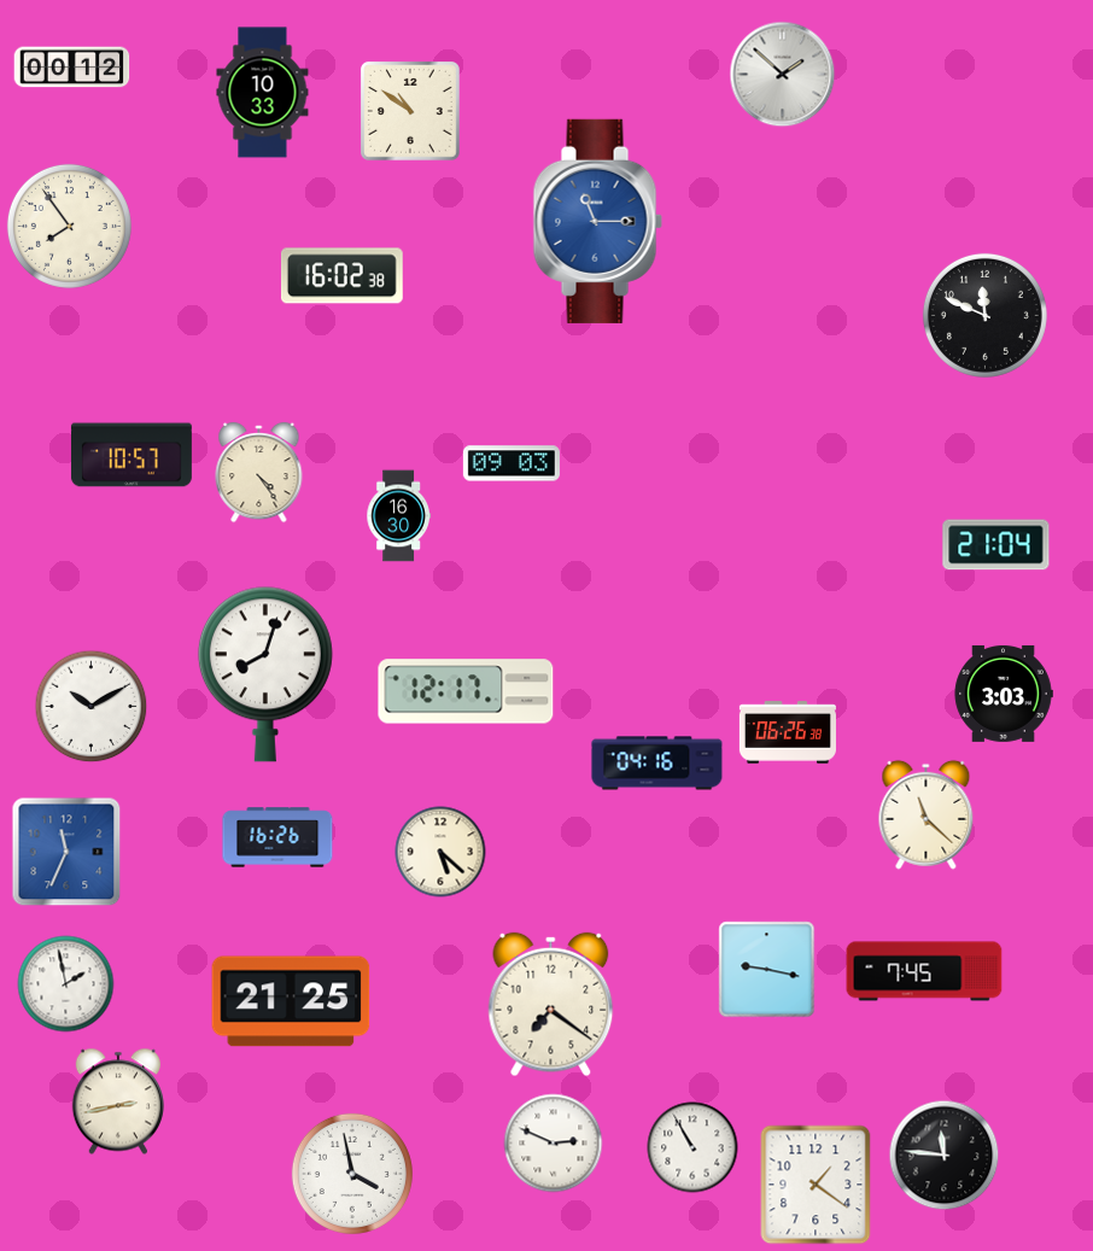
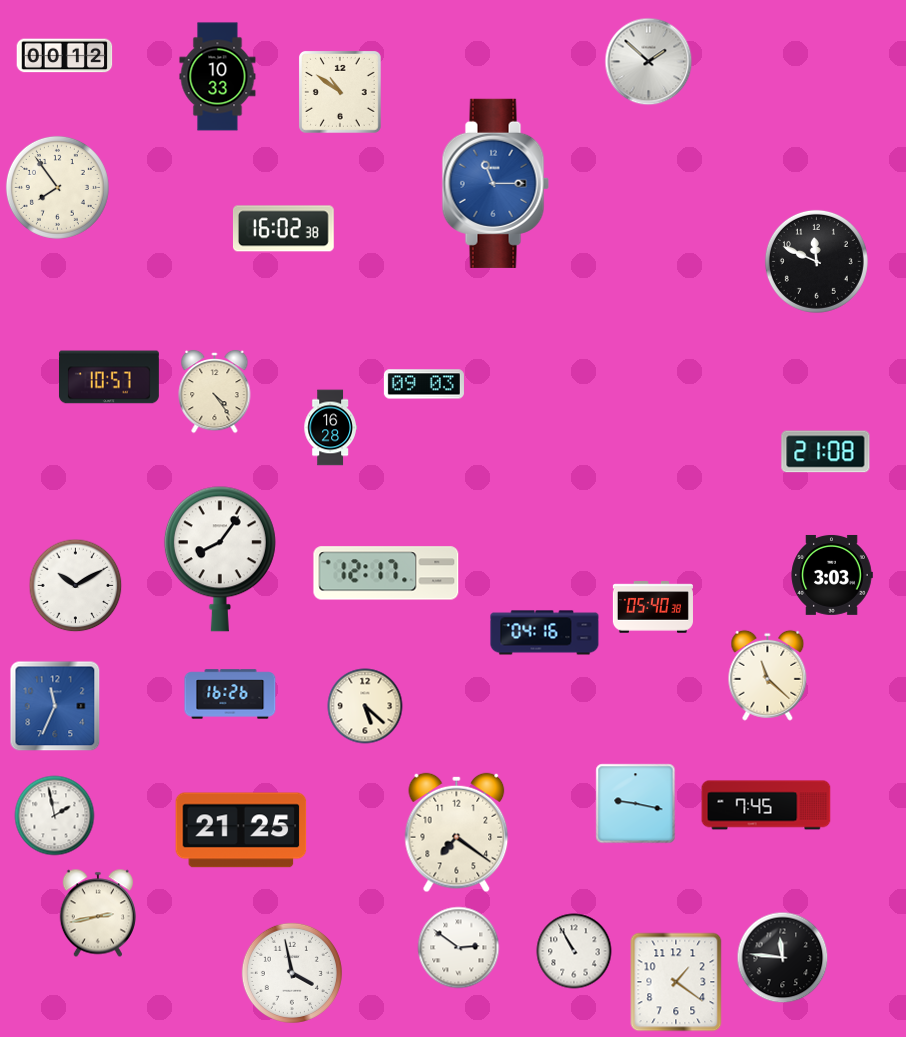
clock at (72, 68) position: (72, 68) -> (65, 56)
clock at (398, 516): 16:30 -> 16:28
clock at (996, 545): 21:04 -> 21:08
clock at (265, 674): 8:03 -> 8:06
clock at (788, 732): 06:26 -> 05:40
clock at (554, 1144): 2:49 -> 2:51
